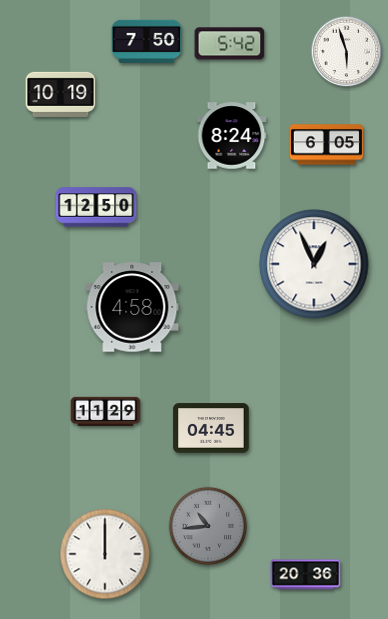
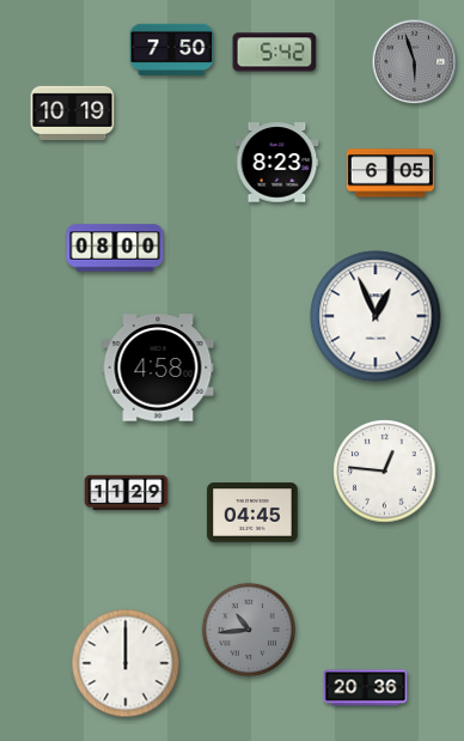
clock at (147, 41) position: (147, 41) -> (172, 49)
clock at (347, 52) dial: white -> grey
clock at (232, 136): 8:24 -> 8:23
clock at (96, 207): 12:50 -> 08:00
clock at (385, 472): none -> 12:46
